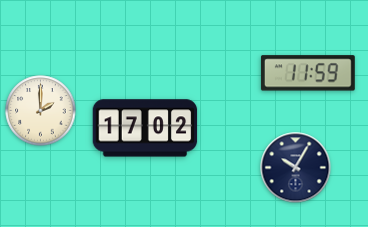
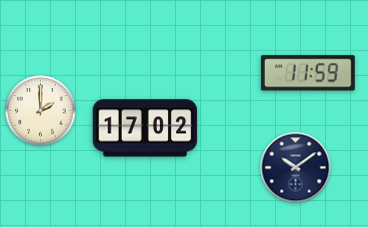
clock at (296, 168): 10:05 -> 10:09
